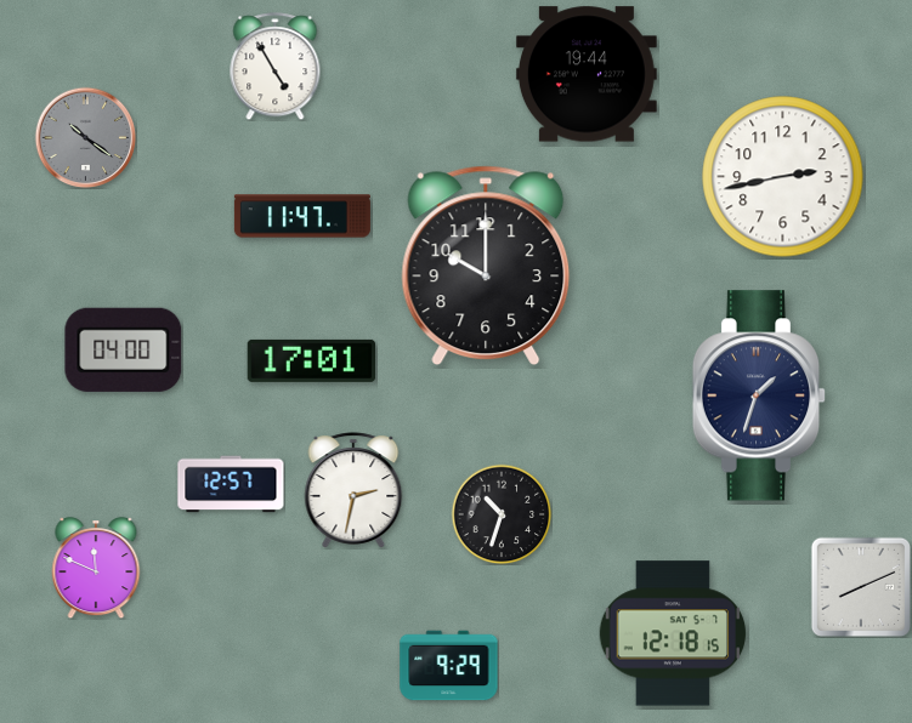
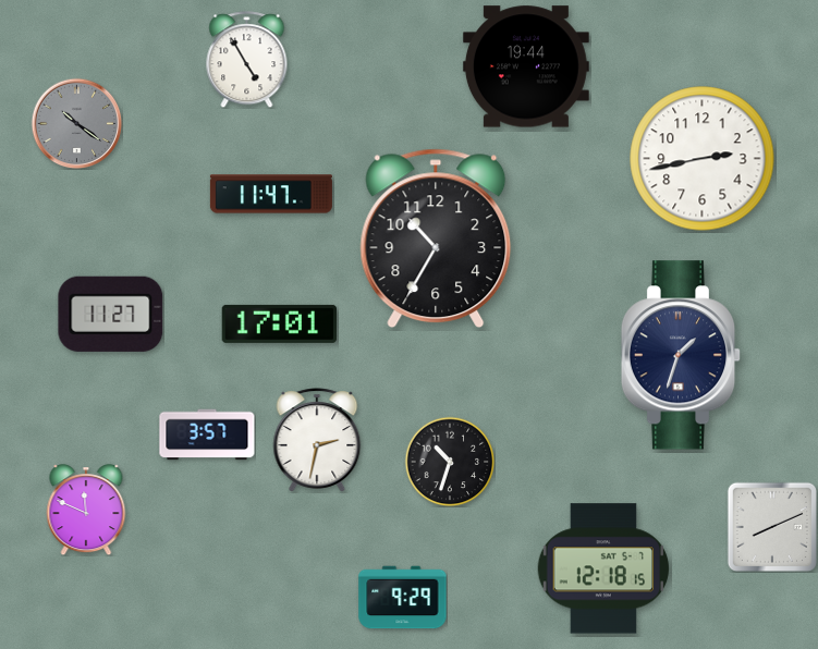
clock at (486, 266): 10:00 -> 10:35
clock at (124, 349): 04:00 -> 11:27
clock at (231, 484): 12:57 -> 3:57
